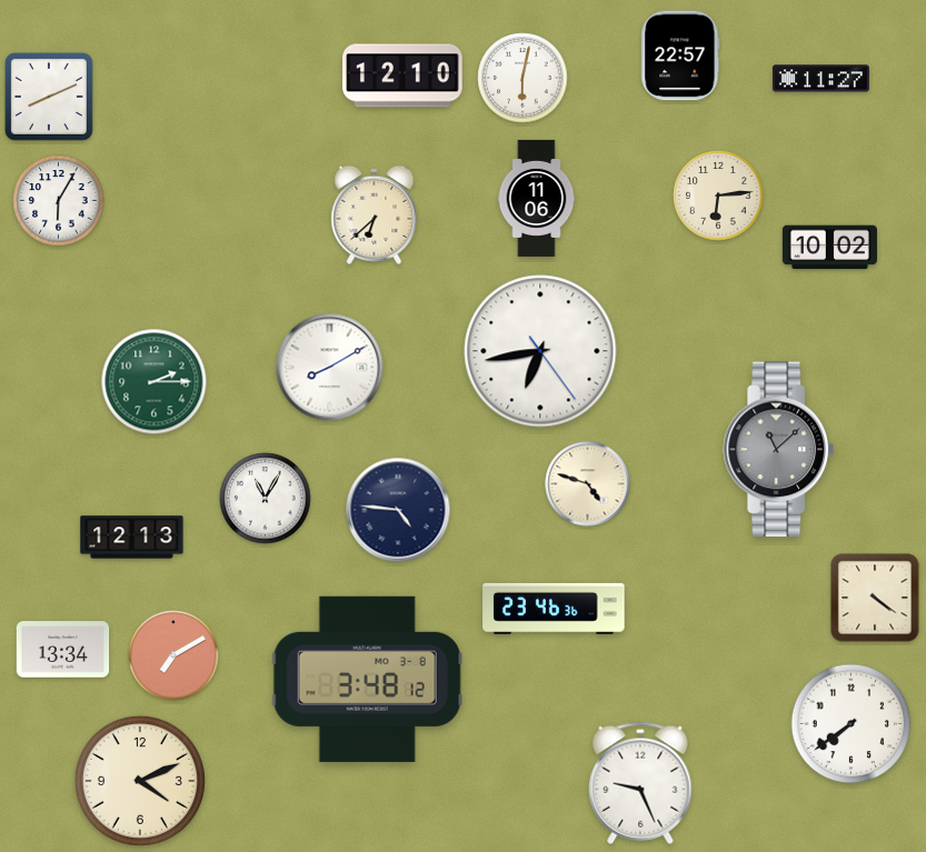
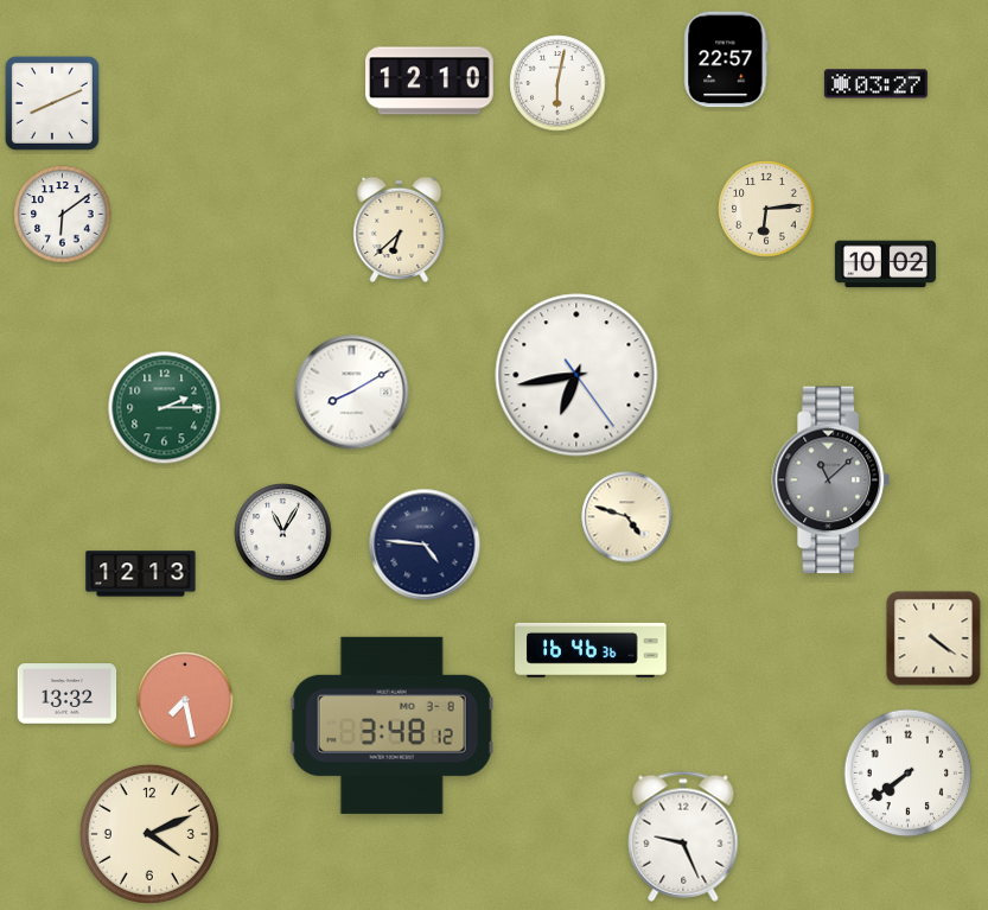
clock at (820, 79): 11:27 -> 03:27
clock at (537, 198): 11:06 -> none
clock at (59, 201): 6:05 -> 6:09
clock at (554, 609): 23:46 -> 16:46
clock at (63, 650): 13:34 -> 13:32
clock at (173, 655): 7:10 -> 7:28
